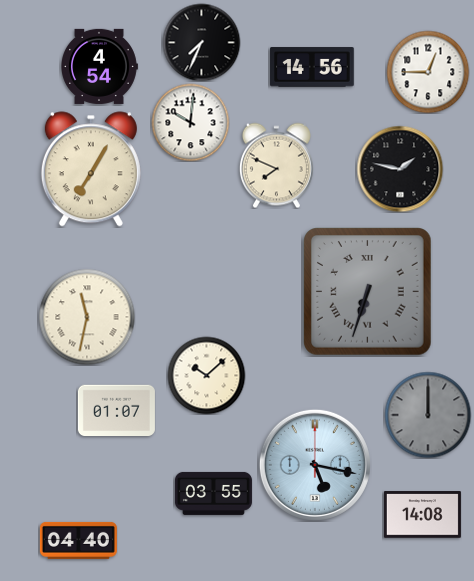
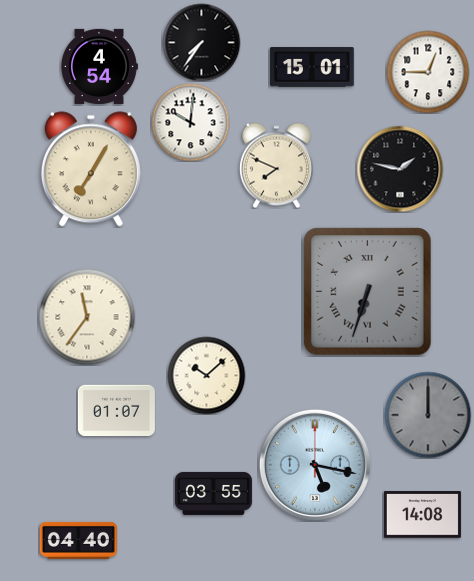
clock at (201, 42): 7:34 -> 7:36
clock at (312, 67): 14:56 -> 15:01
clock at (87, 317): 11:32 -> 11:36
